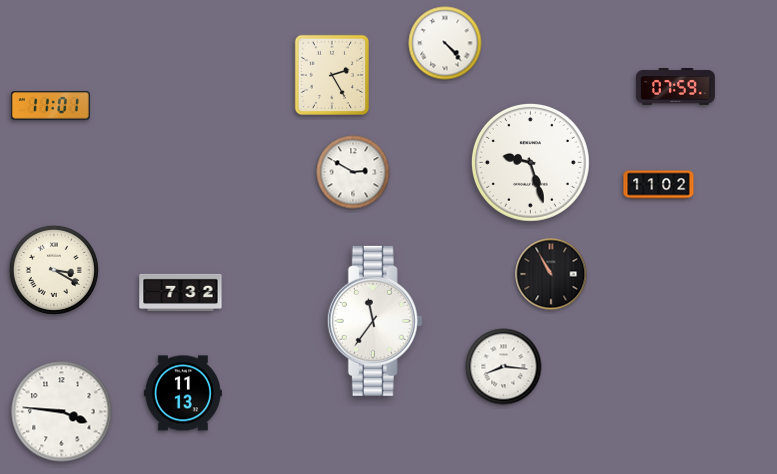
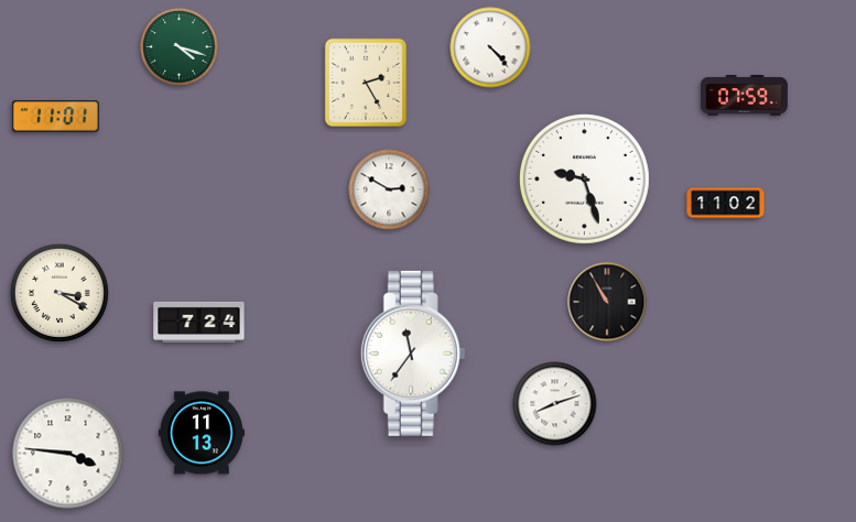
clock at (180, 47): none -> 4:18
clock at (54, 270) position: (54, 270) -> (59, 293)
clock at (181, 292): 7:32 -> 7:24
clock at (504, 367): 8:16 -> 8:12
